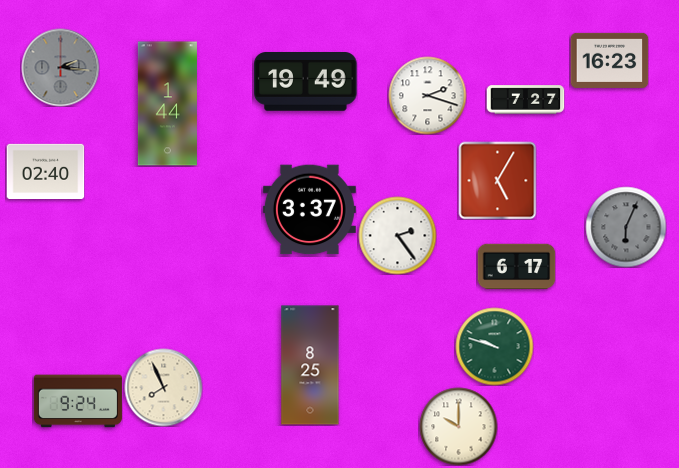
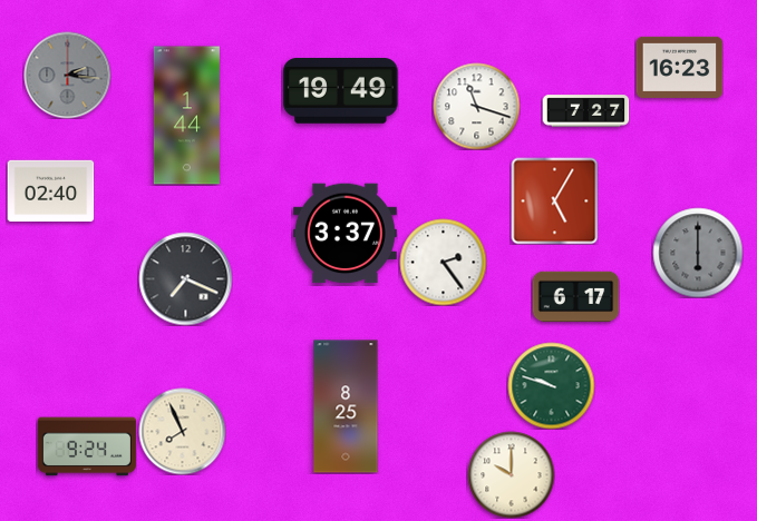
clock at (427, 95): 2:18 -> 11:18
clock at (626, 227): 6:04 -> 6:00
clock at (185, 278): none -> 7:19
